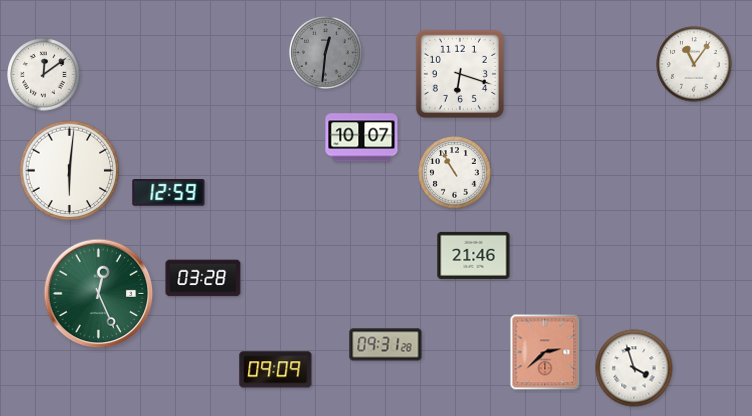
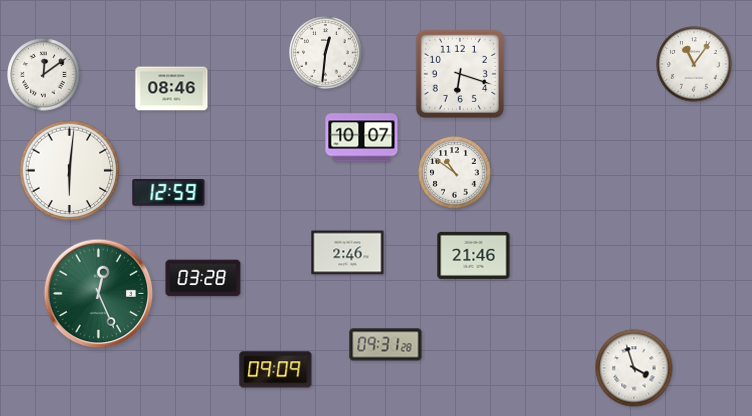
clock at (326, 53) dial: grey -> white
clock at (172, 89): none -> 08:46
clock at (455, 173): 10:55 -> 10:51
clock at (348, 253): none -> 2:46
clock at (545, 352): 2:38 -> none
